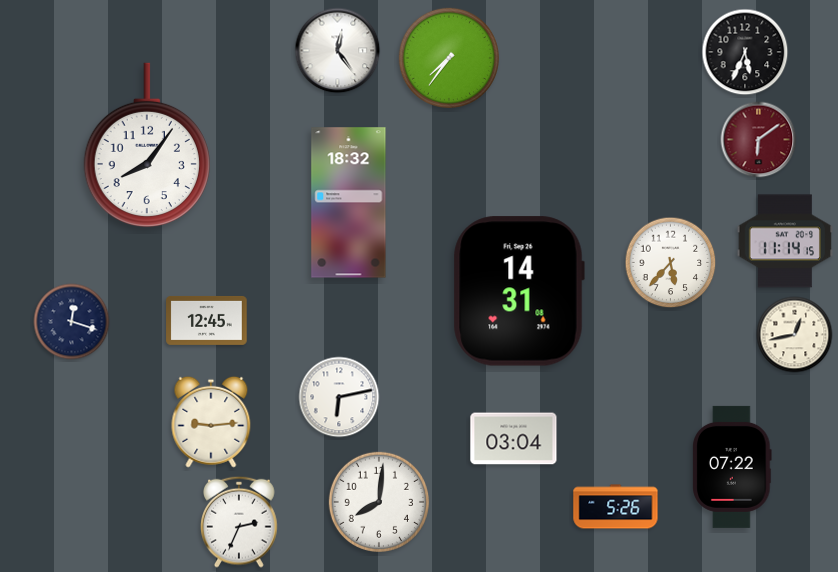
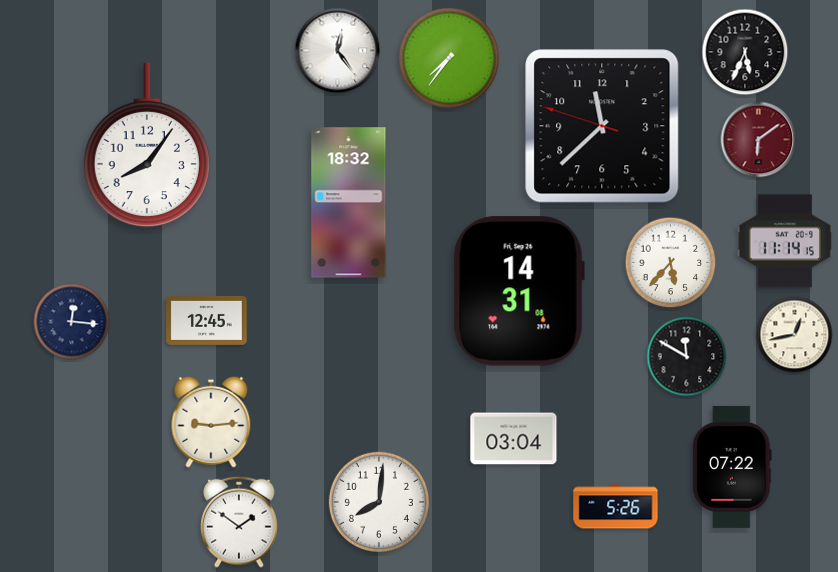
clock at (602, 126): none -> 11:37
clock at (72, 322): 12:18 -> 12:16
clock at (687, 357): none -> 11:50
clock at (339, 397): 6:13 -> none
clock at (239, 522): 2:34 -> 1:51
